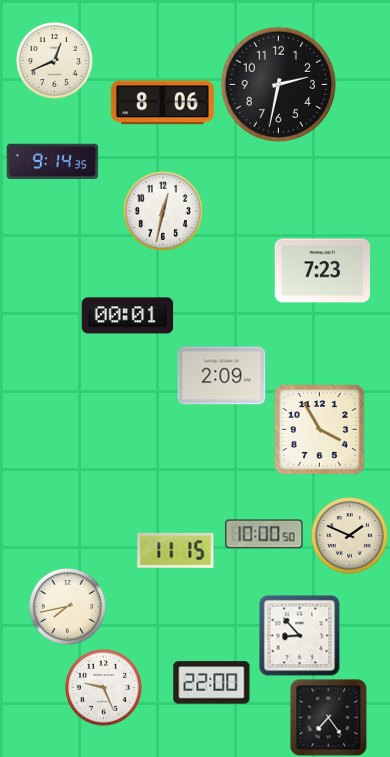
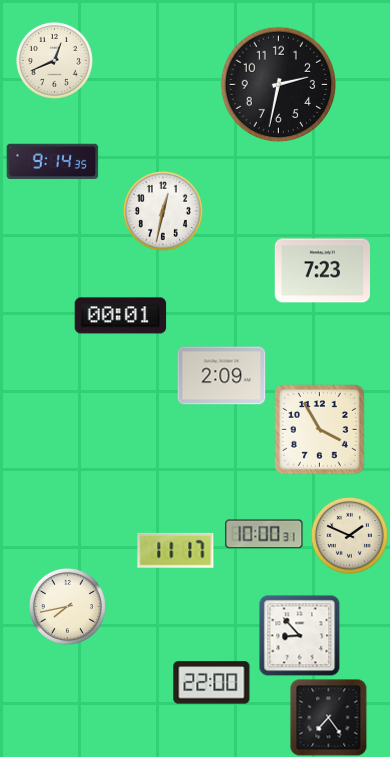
clock at (162, 103): 8:06 -> none
clock at (128, 316) position: (128, 316) -> (121, 316)
clock at (264, 534): 10:00:50 -> 10:00:31
clock at (176, 550): 11:15 -> 11:17
clock at (103, 687): 9:26 -> none
